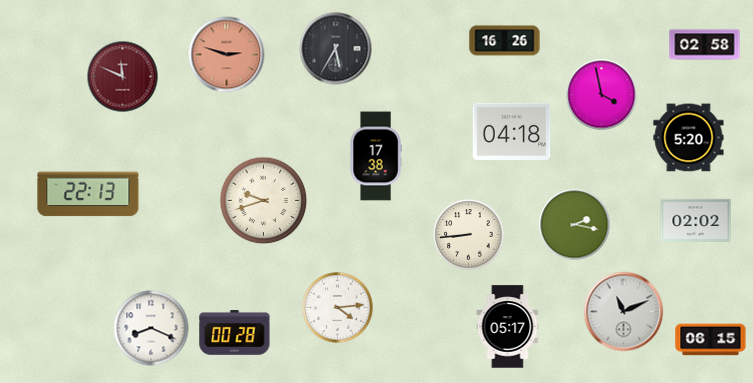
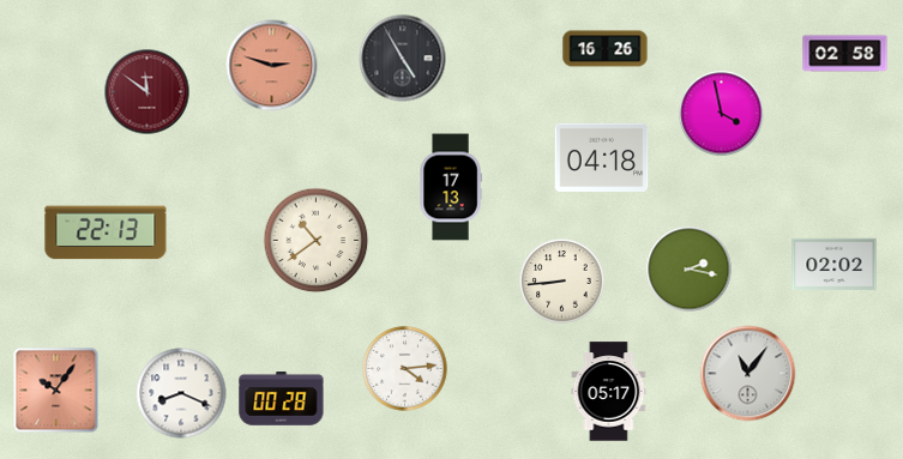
clock at (336, 49): 5:35 -> 4:55
clock at (123, 77): 11:49 -> 11:51
clock at (512, 131) position: (512, 131) -> (602, 157)
clock at (689, 138): 5:20 -> none
clock at (376, 156): 17:38 -> 17:13
clock at (264, 201): 9:42 -> 10:39
clock at (624, 312): 11:11 -> 11:06
clock at (56, 391): none -> 10:06
clock at (711, 340): 06:15 -> none
